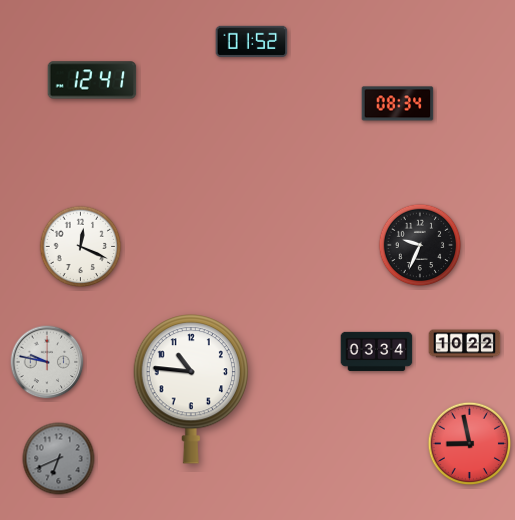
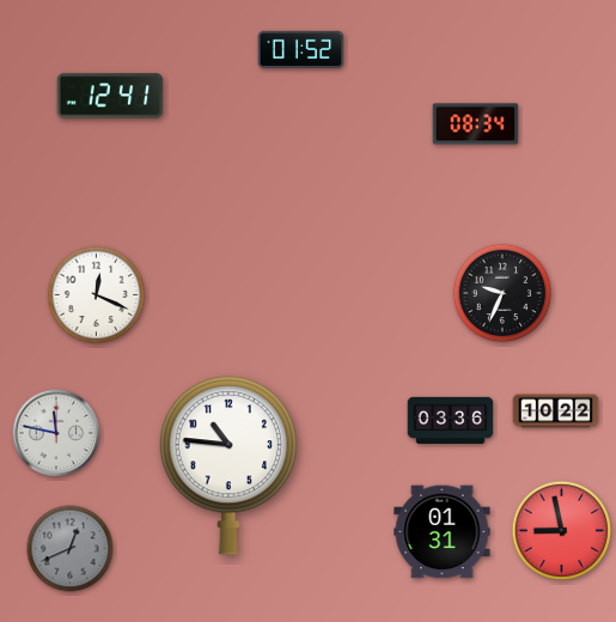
clock at (377, 351): 03:34 -> 03:36
clock at (47, 362): 9:47 -> 11:47
clock at (443, 532): none -> 01:31
clock at (59, 459): 6:41 -> 12:41
